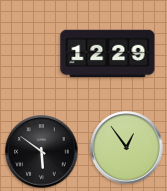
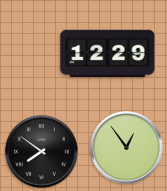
clock at (42, 152): 5:51 -> 7:51
